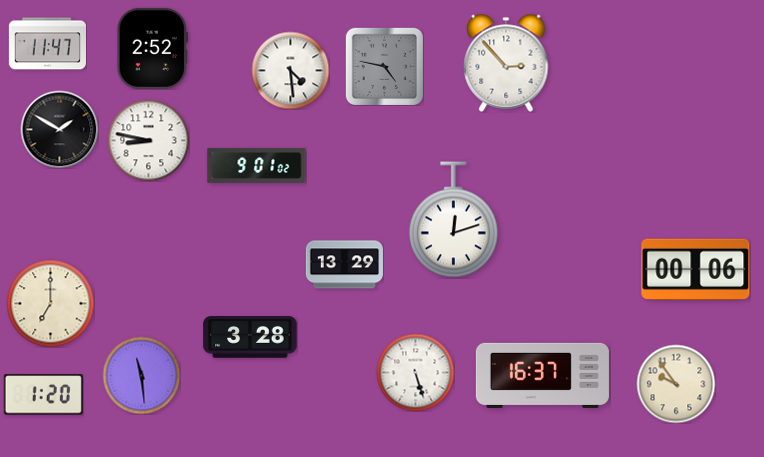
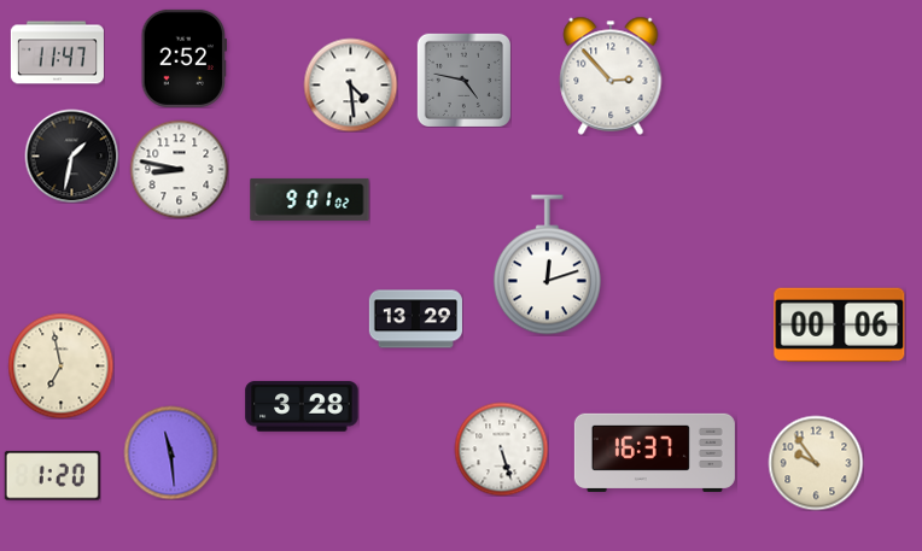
clock at (59, 129): 1:50 -> 1:32
clock at (50, 303): 7:00 -> 6:58
